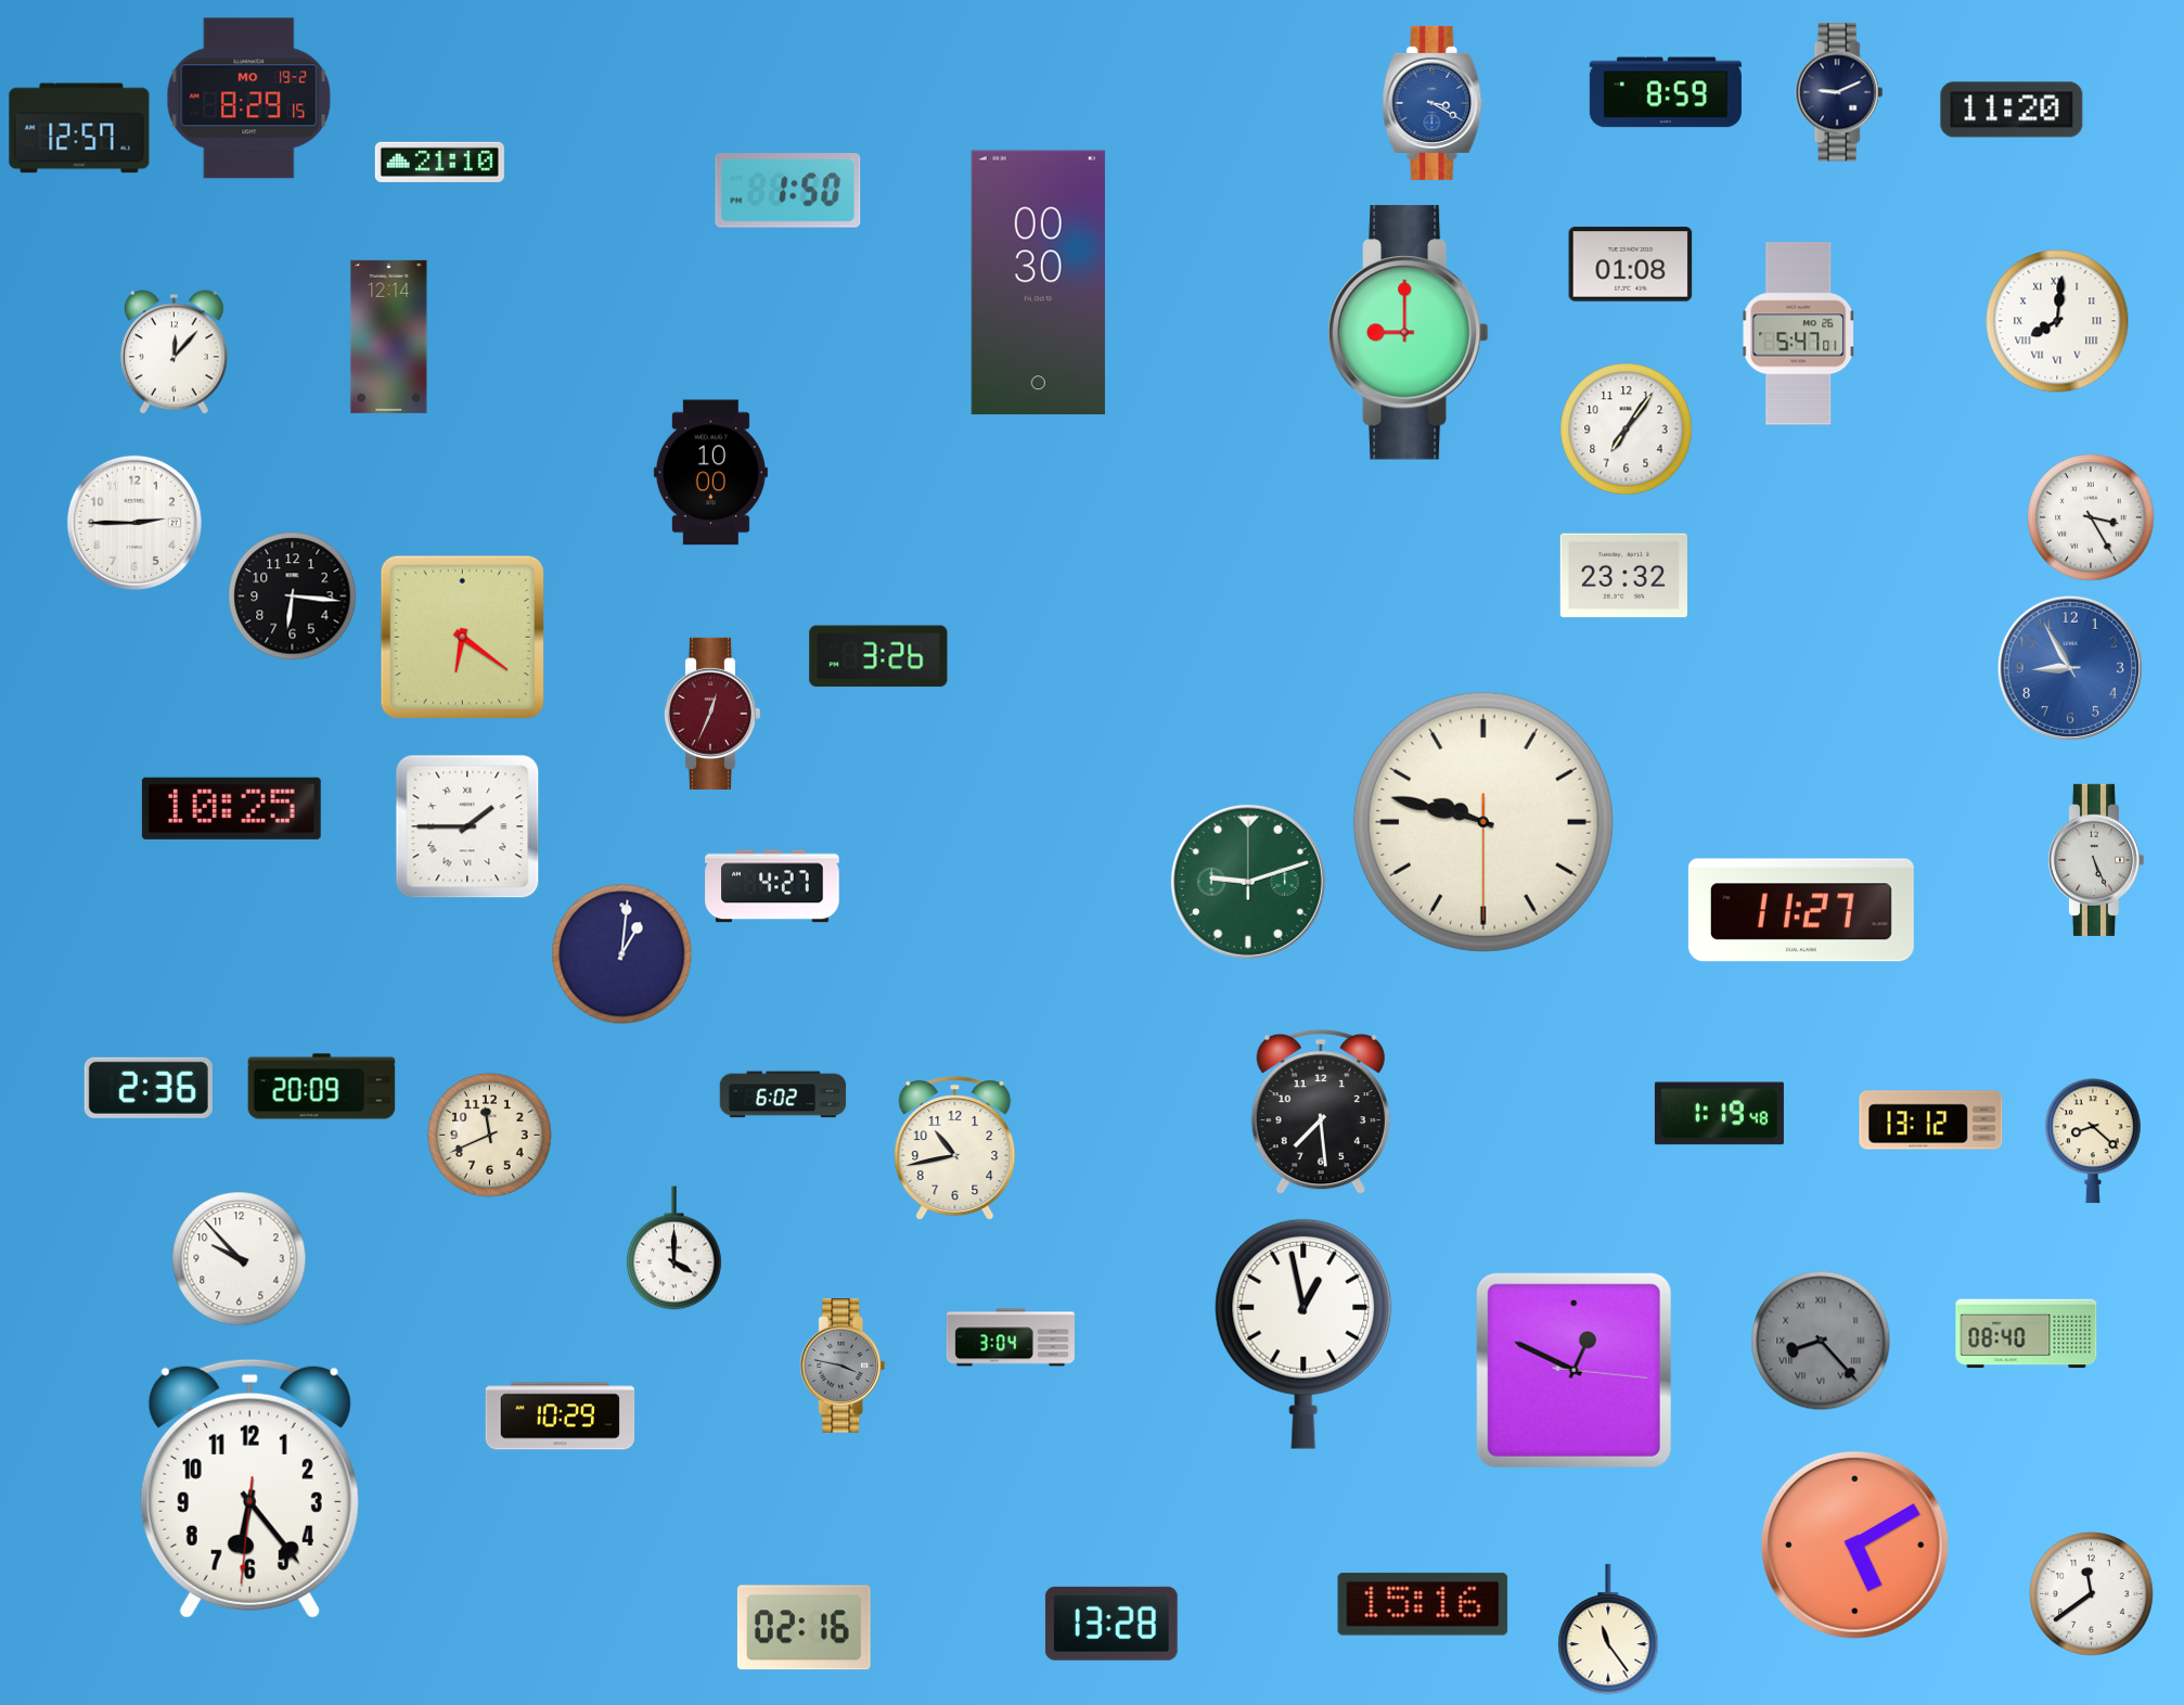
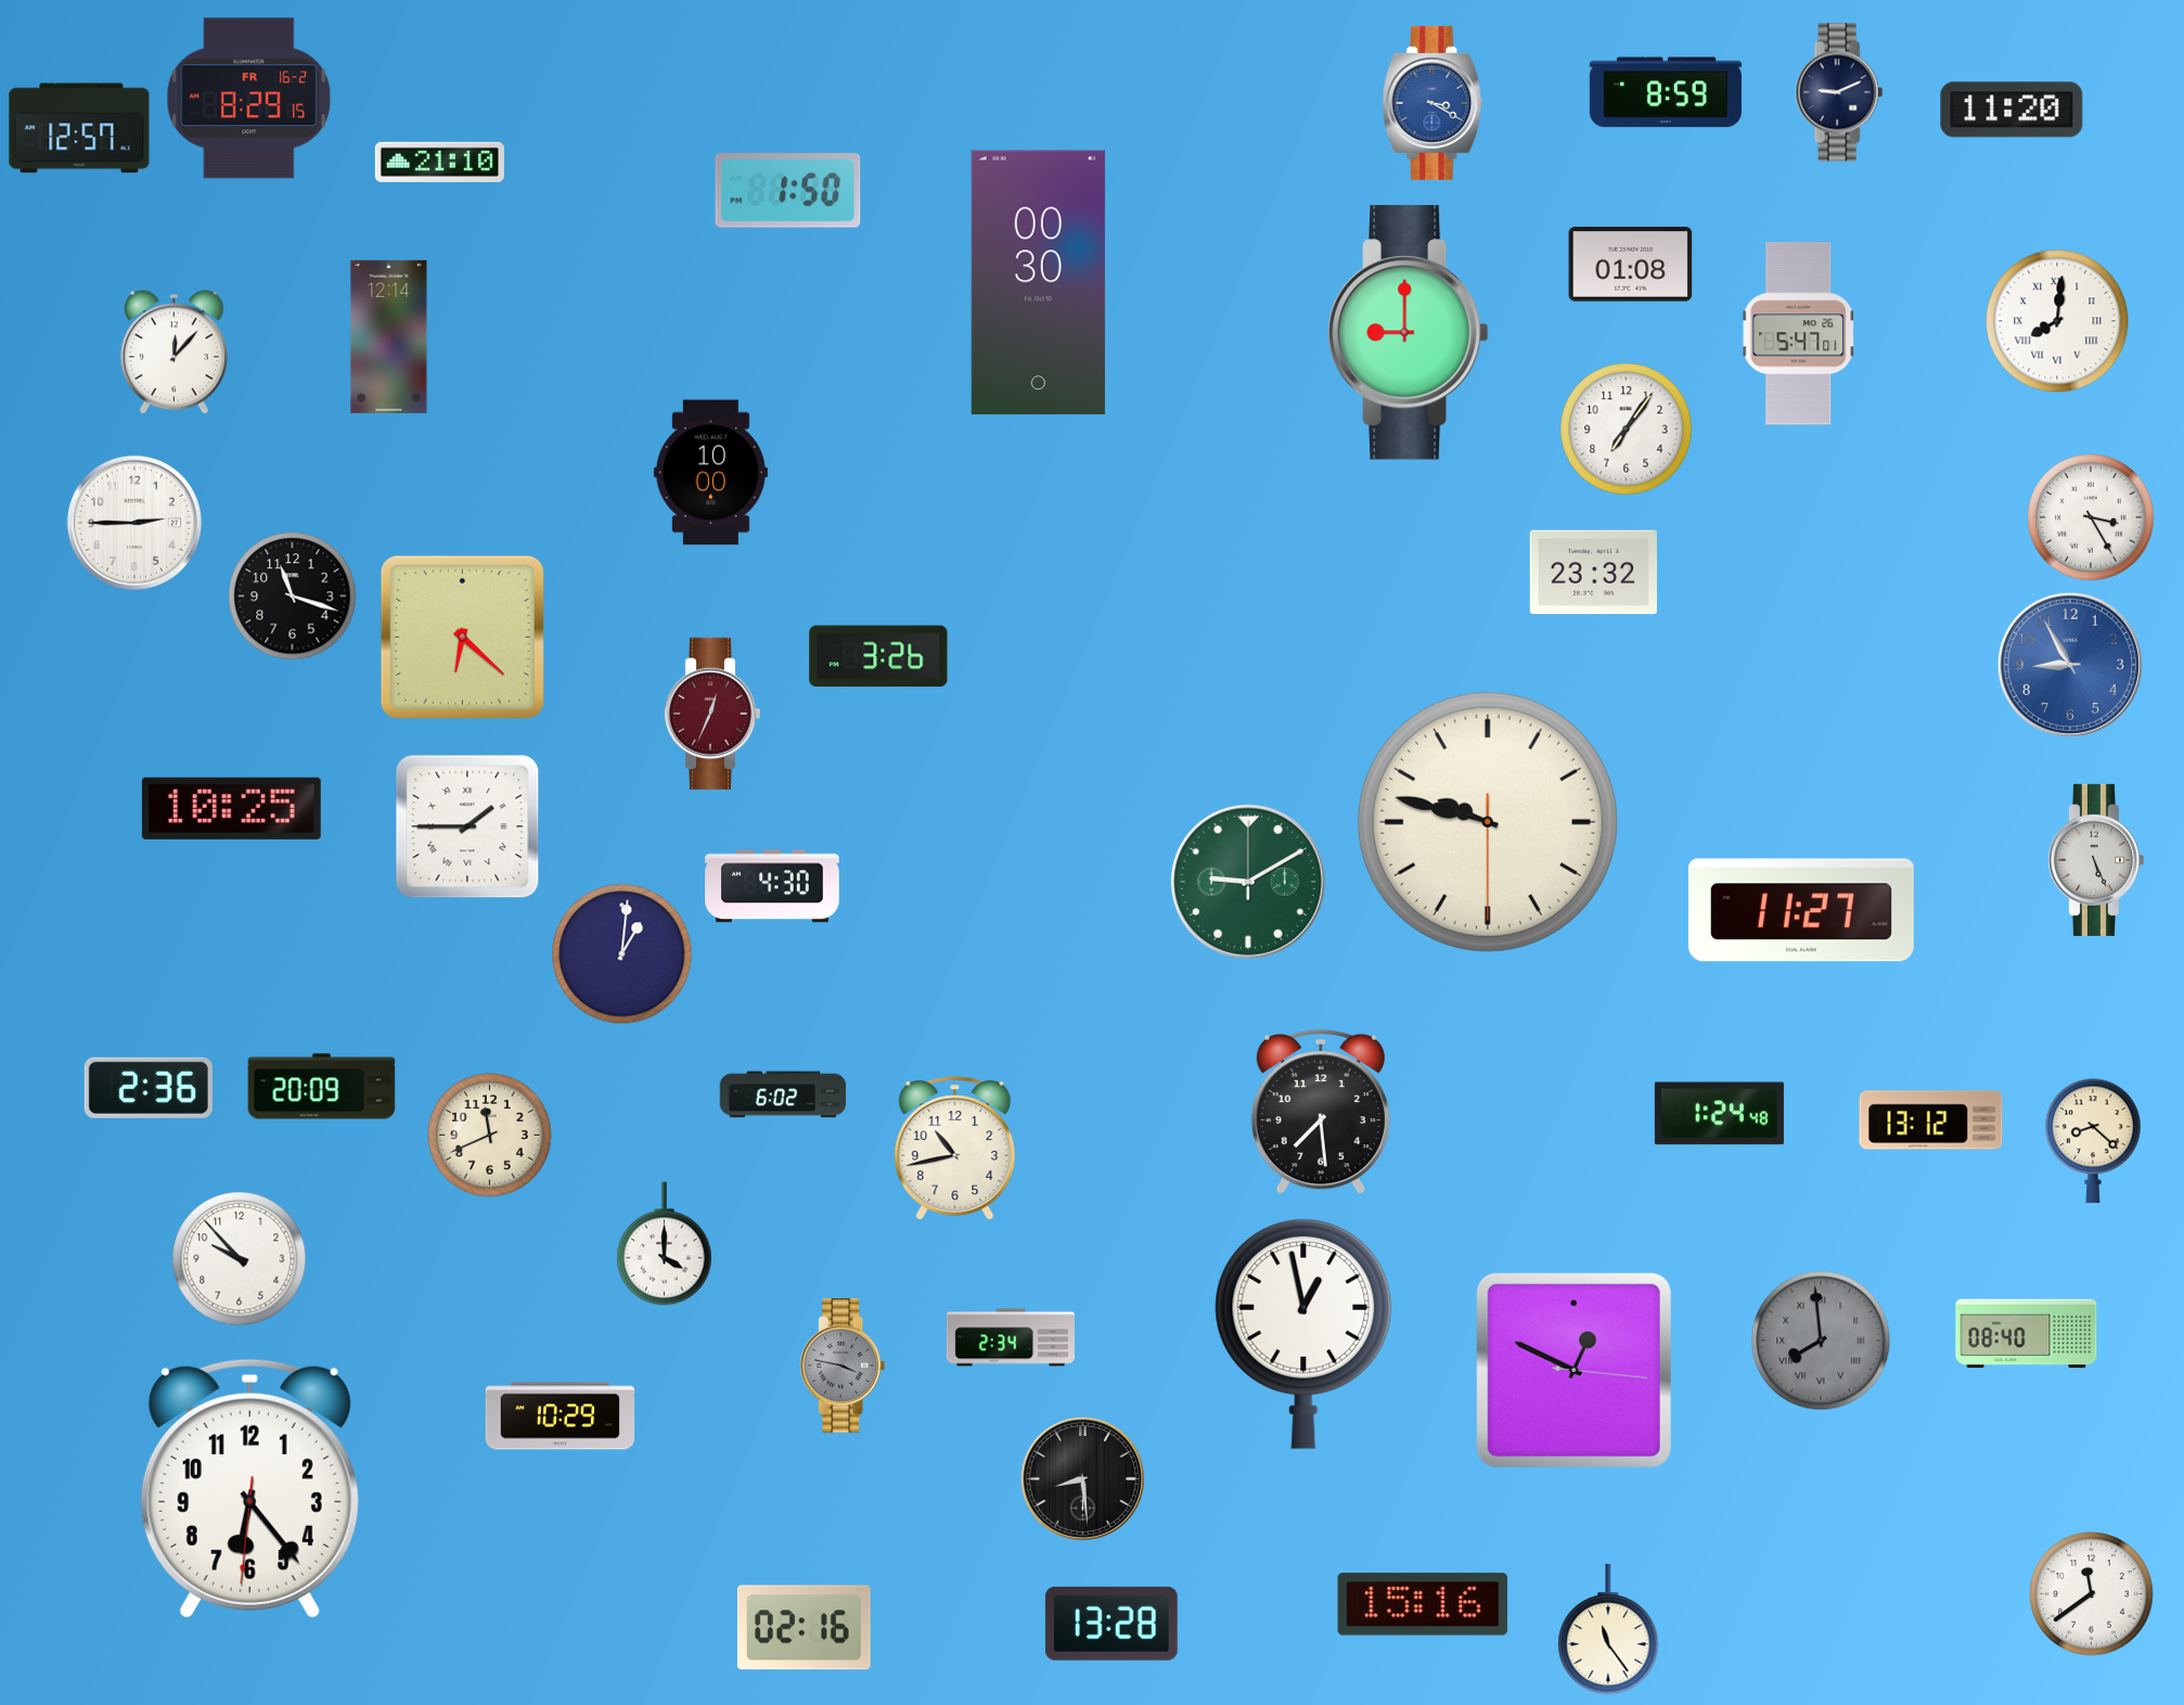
clock at (249, 99) date: MO 19-2 -> FR 16-2
clock at (1623, 576) position: (1623, 576) -> (1593, 573)
clock at (293, 597): 6:16 -> 11:18
clock at (462, 637): 6:21 -> 6:22
clock at (2070, 668) position: (2070, 668) -> (2070, 665)
clock at (1483, 822) position: (1483, 822) -> (1488, 822)
clock at (1248, 882): 9:12 -> 9:10
clock at (772, 886): 4:27 -> 4:30
clock at (1719, 1114): 1:19 -> 1:24
clock at (675, 1248) position: (675, 1248) -> (665, 1244)
clock at (1011, 1337): 3:04 -> 2:34
clock at (1821, 1341): 8:23 -> 7:59
clock at (1082, 1478): none -> 8:29
clock at (1854, 1544): 5:10 -> none
